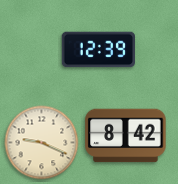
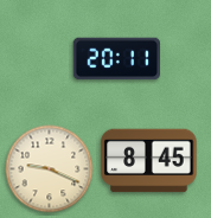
clock at (99, 50): 12:39 -> 20:11
clock at (126, 136): 8:42 -> 8:45
